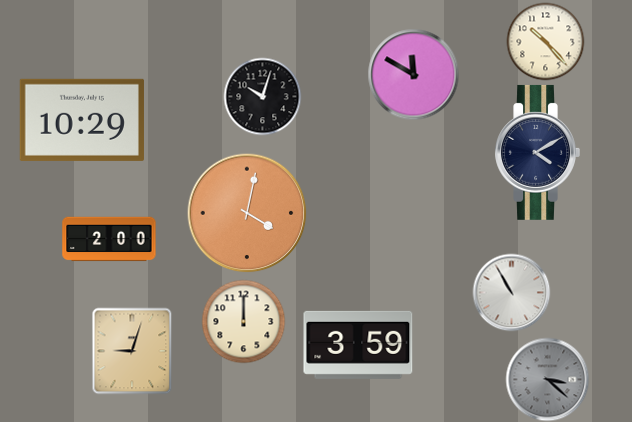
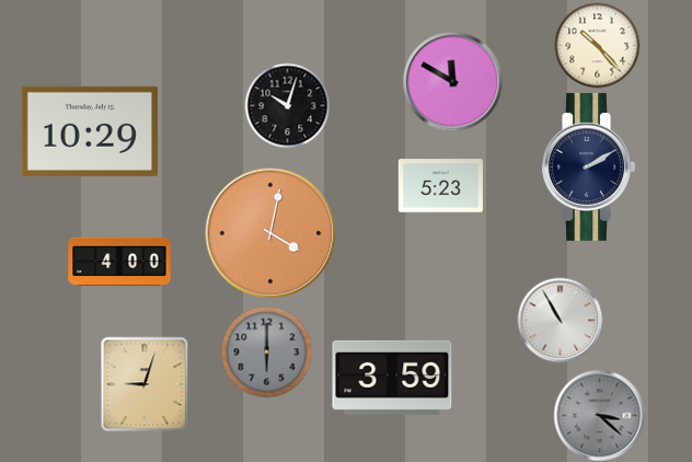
clock at (537, 152): 4:10 -> 2:10
clock at (440, 186): none -> 5:23
clock at (109, 239): 2:00 -> 4:00
clock at (243, 321): 12:00 -> 6:00
clock at (243, 321) dial: cream -> grey
